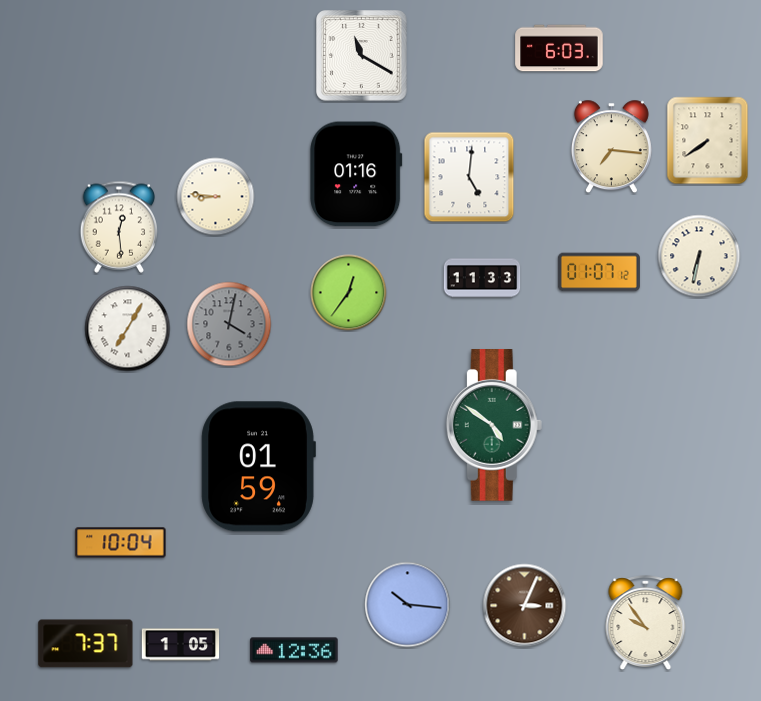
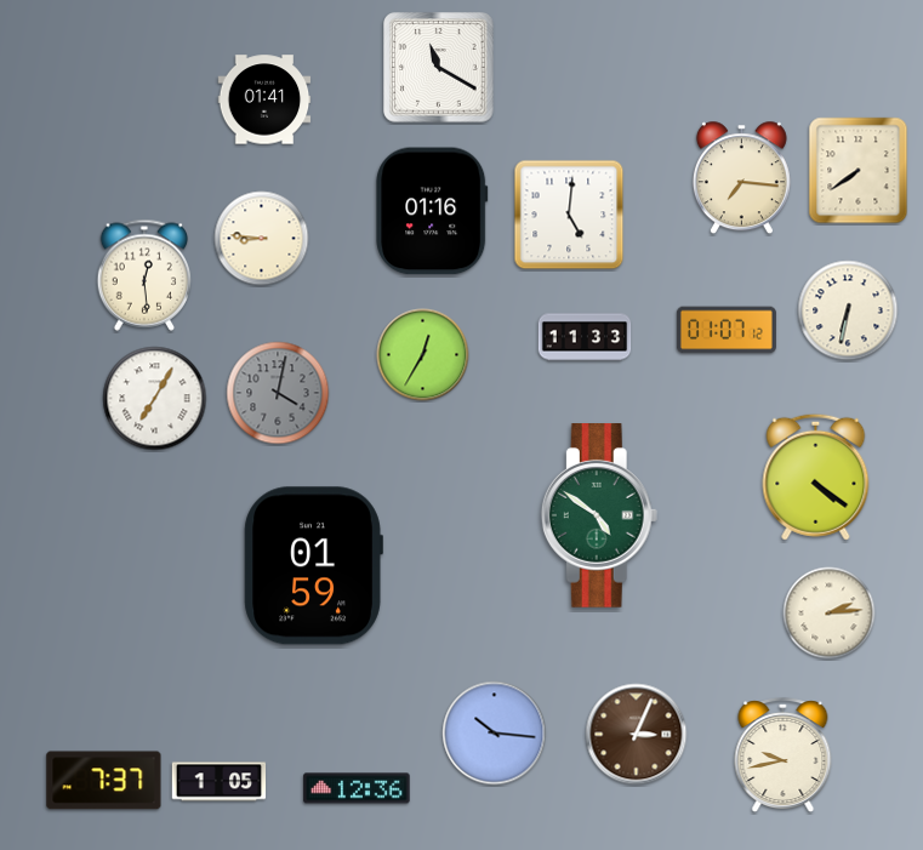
clock at (559, 48): 6:03 -> none
clock at (264, 99): none -> 01:41
clock at (349, 293): 12:36 -> 12:35
clock at (816, 477): none -> 4:21
clock at (830, 614): none -> 2:14
clock at (121, 543): 10:04 -> none
clock at (646, 623): 9:54 -> 9:43
